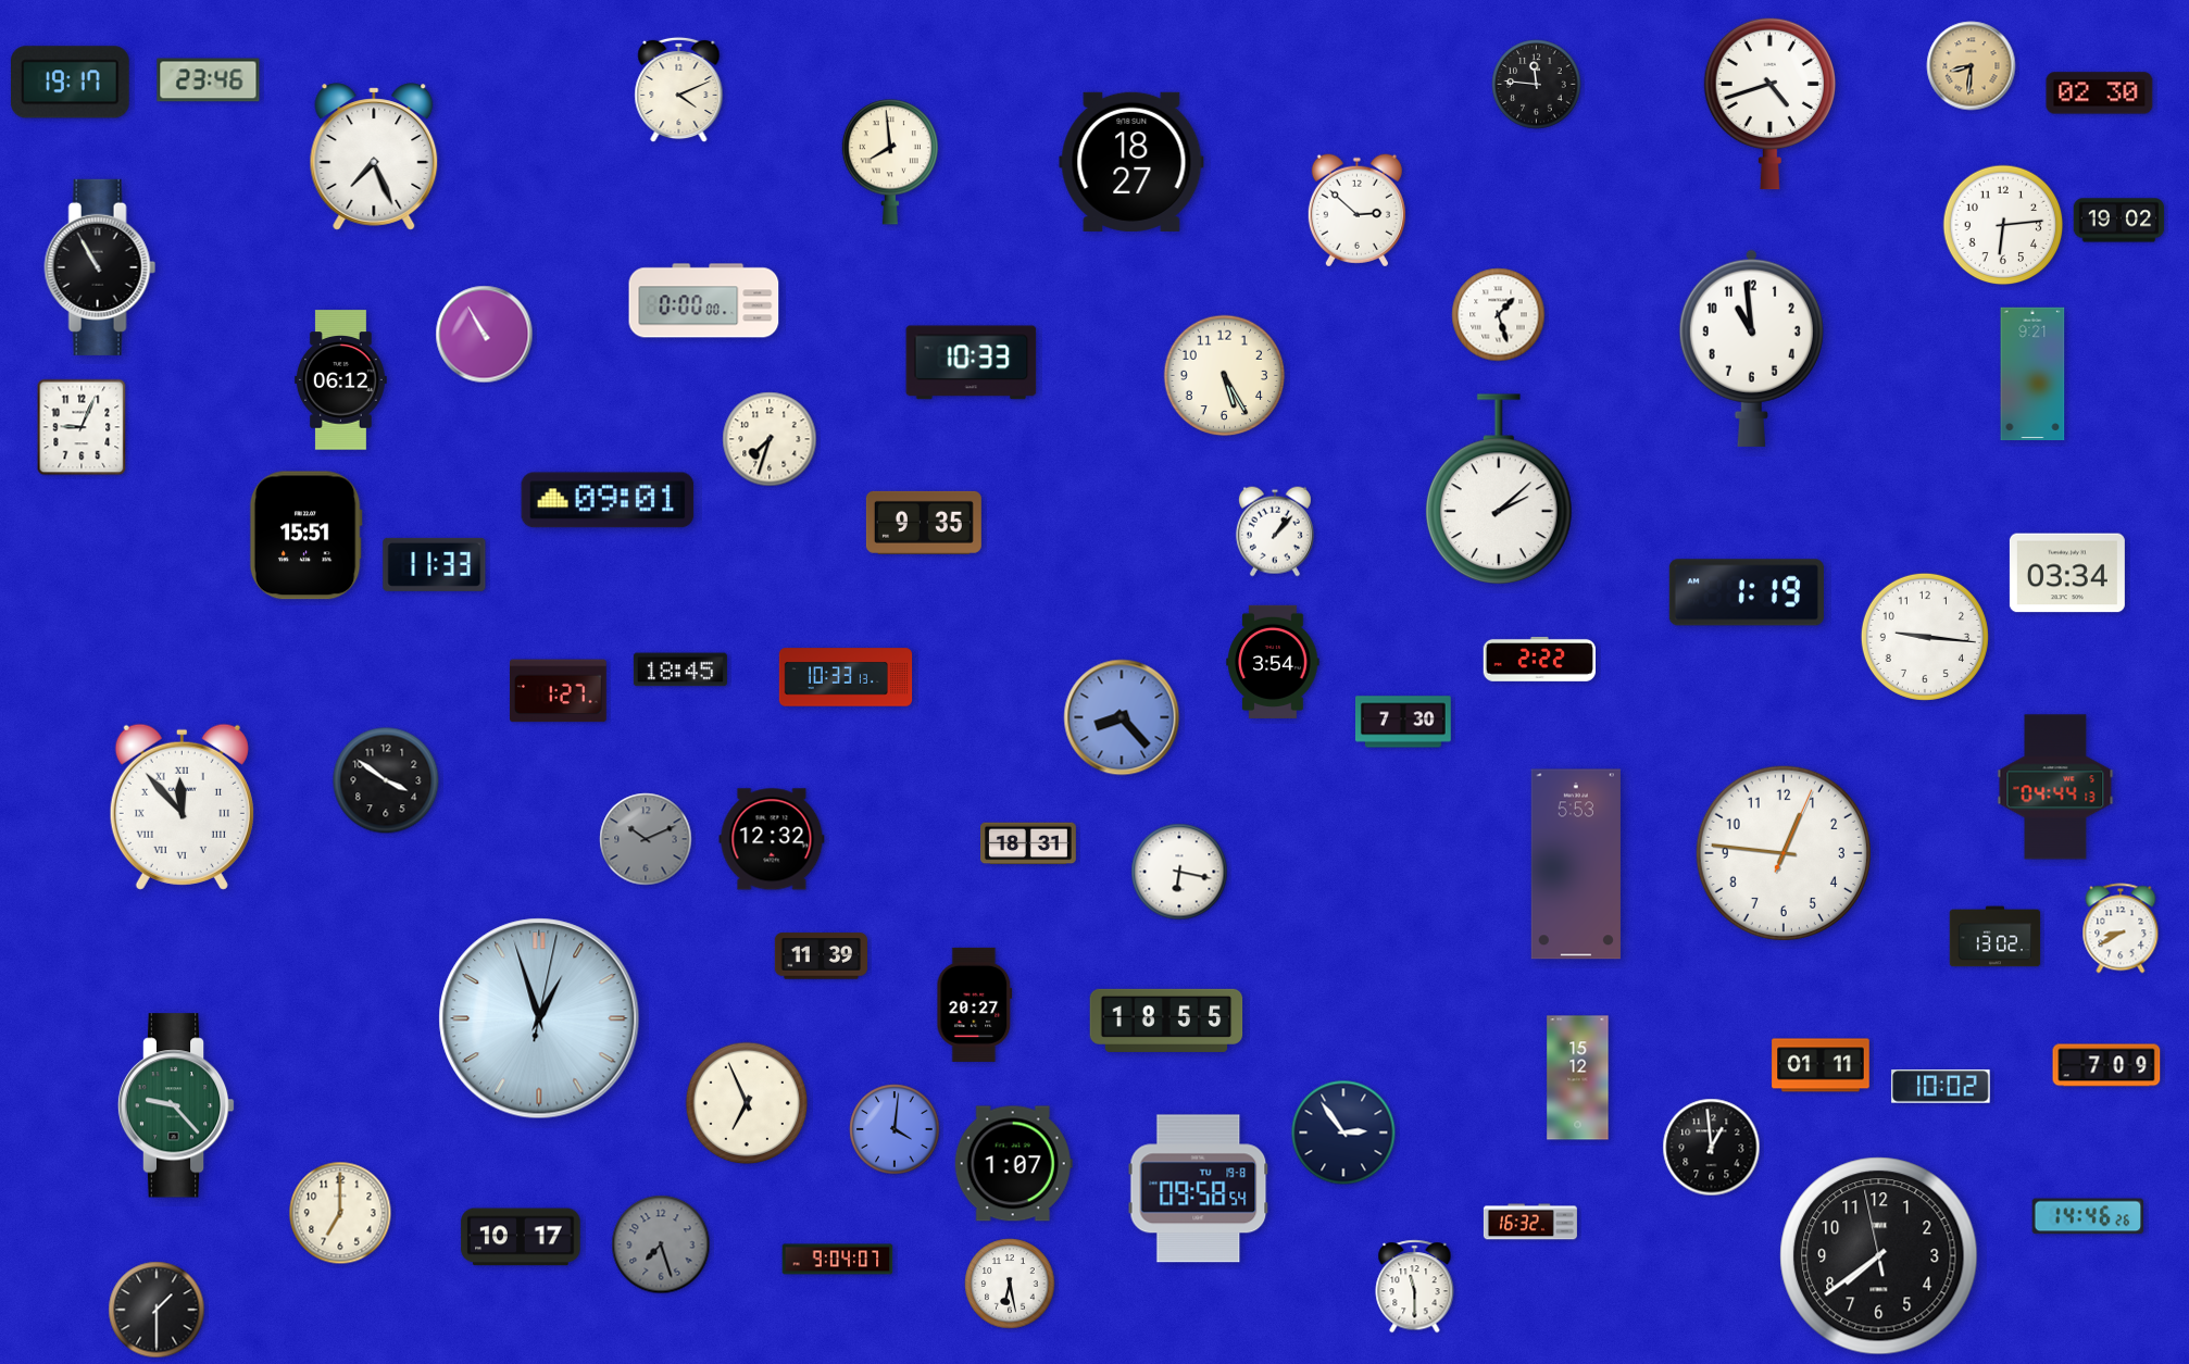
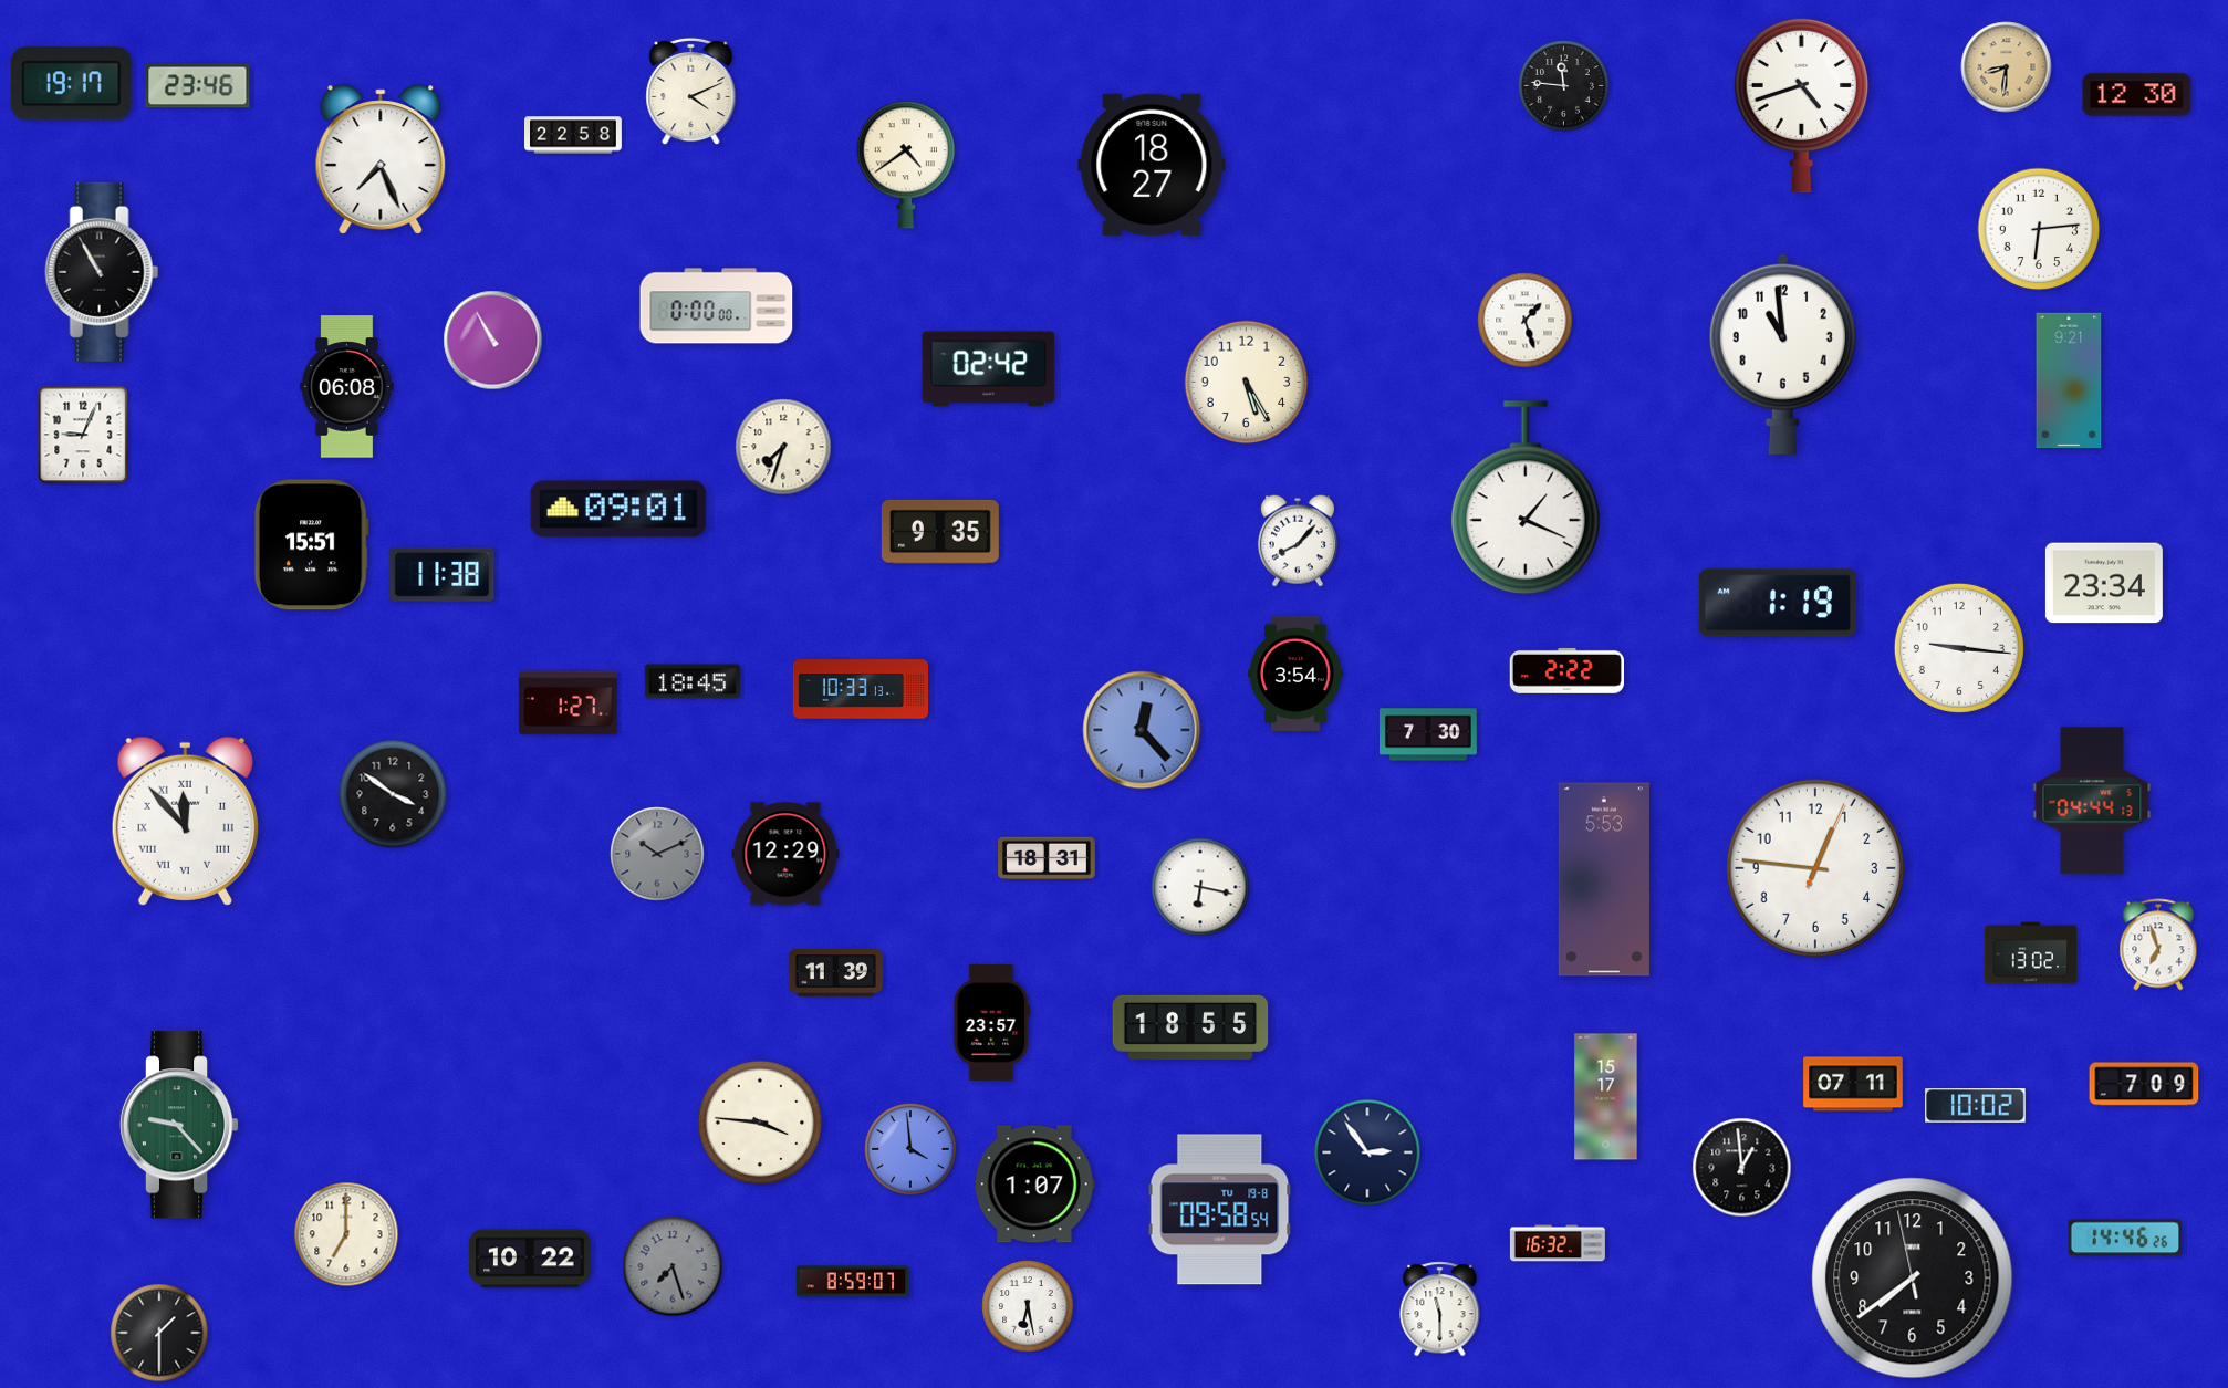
clock at (209, 80) position: (209, 80) -> (198, 86)
clock at (2100, 93): 02:30 -> 12:30
clock at (574, 135): none -> 22:58
clock at (890, 162): 7:59 -> 4:39
clock at (1356, 211): 2:52 -> none
clock at (2119, 221): 19:02 -> none
clock at (972, 363): 10:33 -> 02:42
clock at (340, 380): 06:12 -> 06:08
clock at (1499, 490): 2:08 -> 1:19
clock at (1275, 531): 1:07 -> 8:07
clock at (435, 564): 11:33 -> 11:38
clock at (2067, 573): 03:34 -> 23:34
clock at (1122, 717): 8:23 -> 12:23
clock at (772, 839): 12:32 -> 12:29
clock at (2121, 928): 8:40 -> 6:57
clock at (975, 1004): 20:27 -> 23:57
clock at (539, 1018): 12:57 -> none
clock at (1166, 1021) position: (1166, 1021) -> (1190, 1027)
clock at (1821, 1065): 01:11 -> 07:11
clock at (1578, 1078): 15:12 -> 15:17
clock at (747, 1103): 6:56 -> 3:46
clock at (895, 1129): 4:01 -> 3:59
clock at (1013, 1164) position: (1013, 1164) -> (1034, 1185)
clock at (521, 1237): 10:17 -> 10:22
clock at (838, 1260): 9:04 -> 8:59
